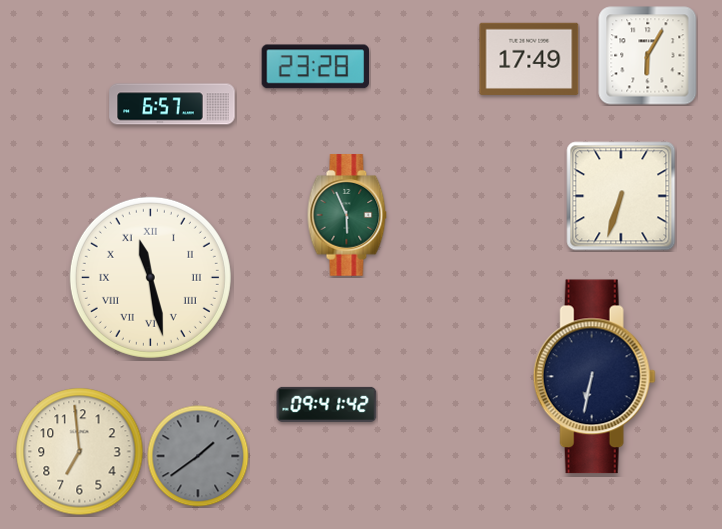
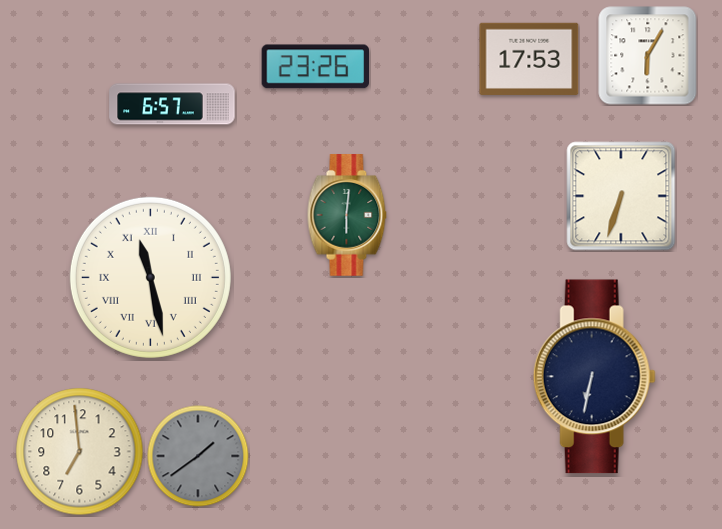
clock at (529, 59): 17:49 -> 17:53
clock at (315, 67): 23:28 -> 23:26
clock at (347, 216): 5:56 -> 6:01
clock at (327, 404): 09:41 -> none
